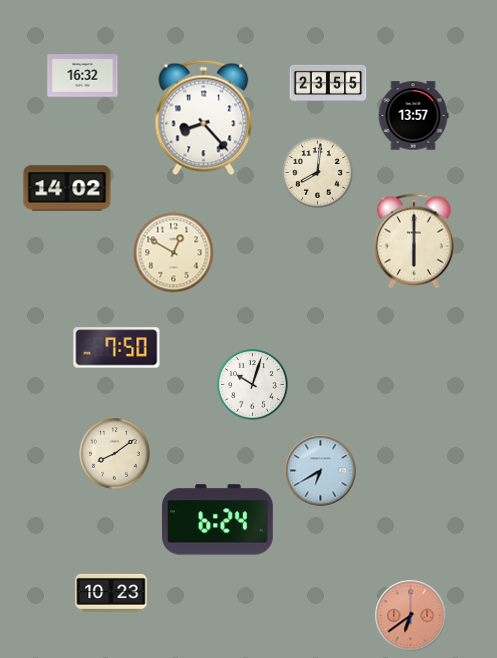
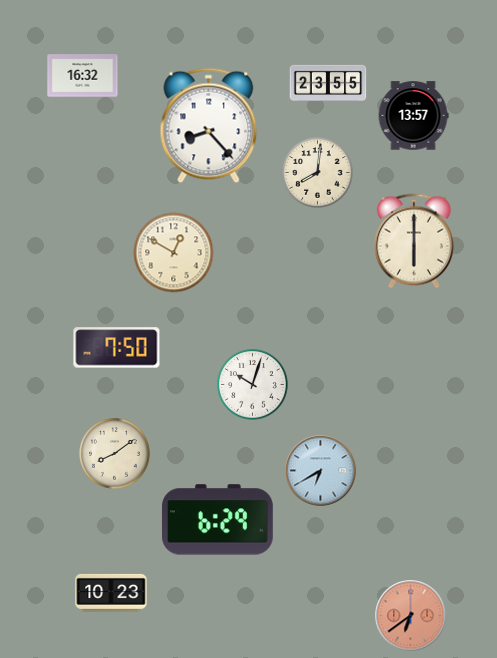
clock at (204, 118) position: (204, 118) -> (209, 126)
clock at (67, 188): 14:02 -> none
clock at (218, 520): 6:24 -> 6:29
